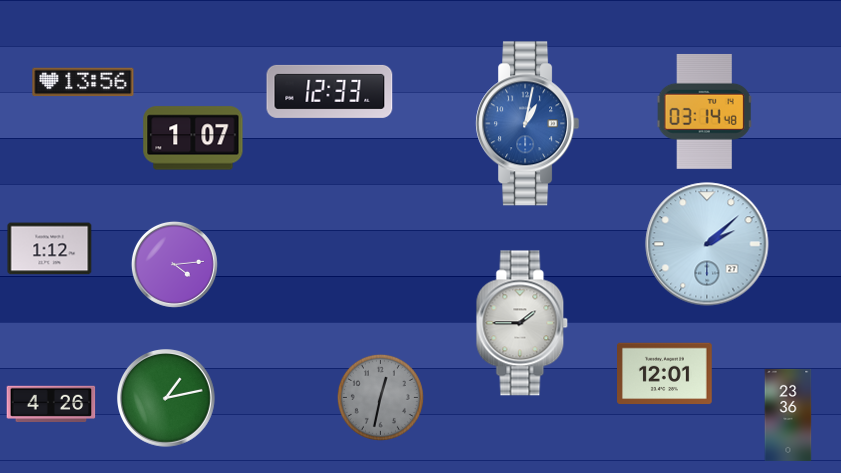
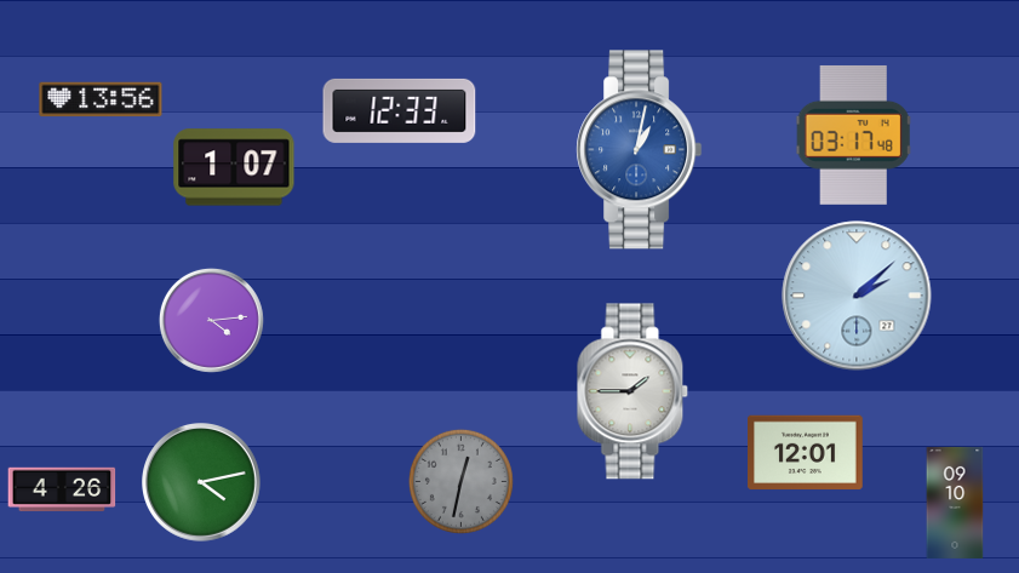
clock at (705, 111): 03:14 -> 03:17
clock at (50, 249): 1:12 -> none
clock at (167, 399): 1:13 -> 4:13
clock at (788, 415): 23:36 -> 09:10
